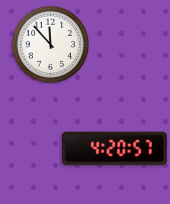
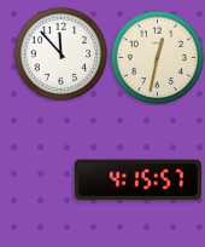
clock at (157, 57): none -> 12:32
clock at (114, 149): 4:20 -> 4:15
